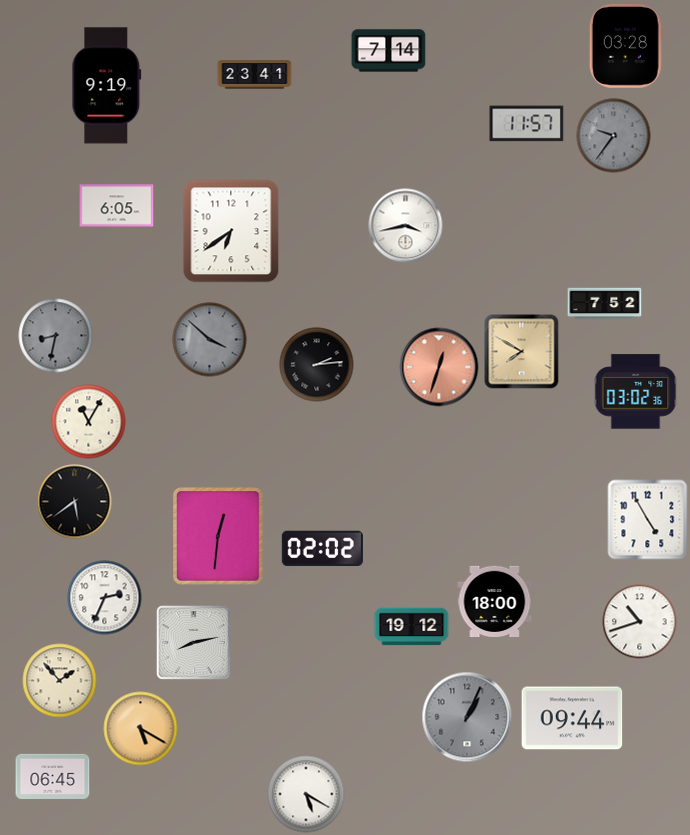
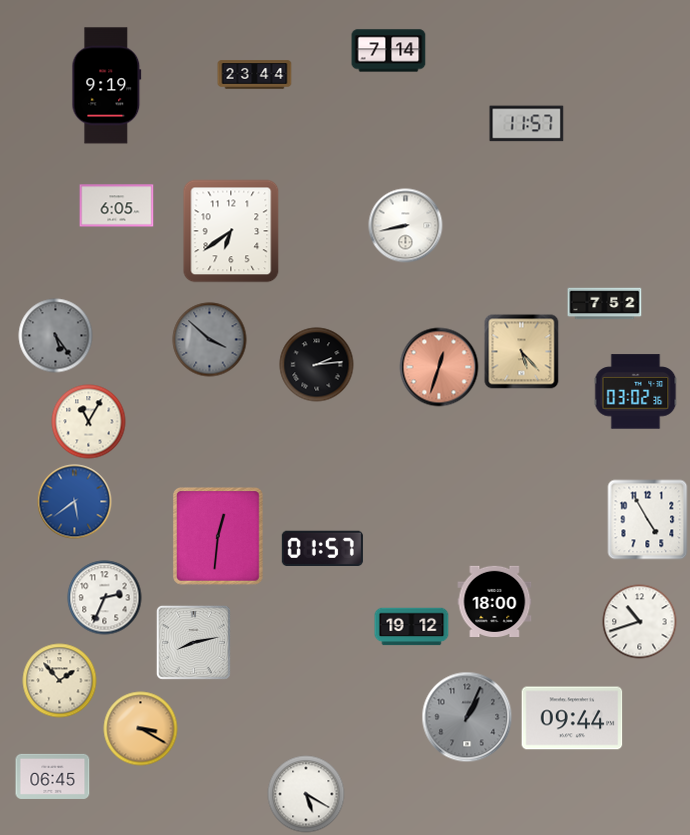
clock at (626, 46): 03:28 -> none
clock at (255, 75): 23:41 -> 23:44
clock at (614, 136): 9:36 -> none
clock at (406, 226): 3:43 -> 8:43
clock at (56, 336): 8:32 -> 5:24
clock at (522, 352): 7:50 -> 5:23
clock at (75, 502) dial: black -> blue
clock at (322, 548): 02:02 -> 01:57
clock at (141, 729): 5:20 -> 3:20
